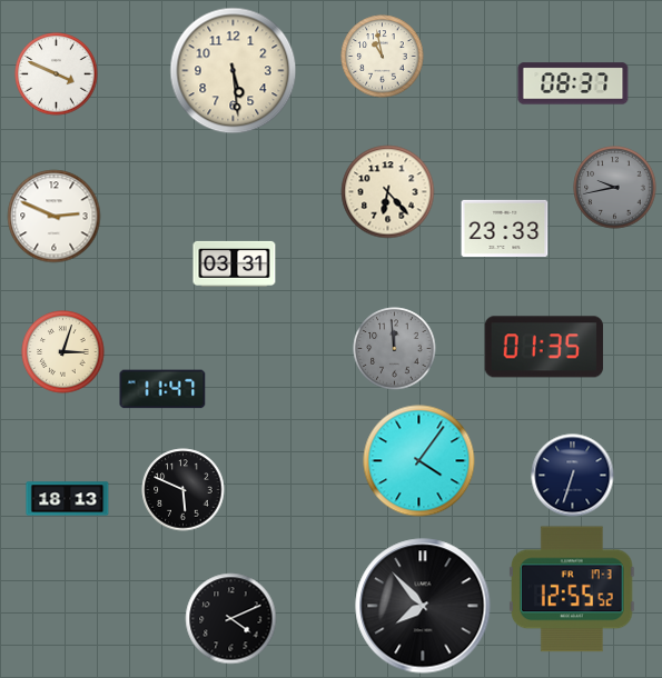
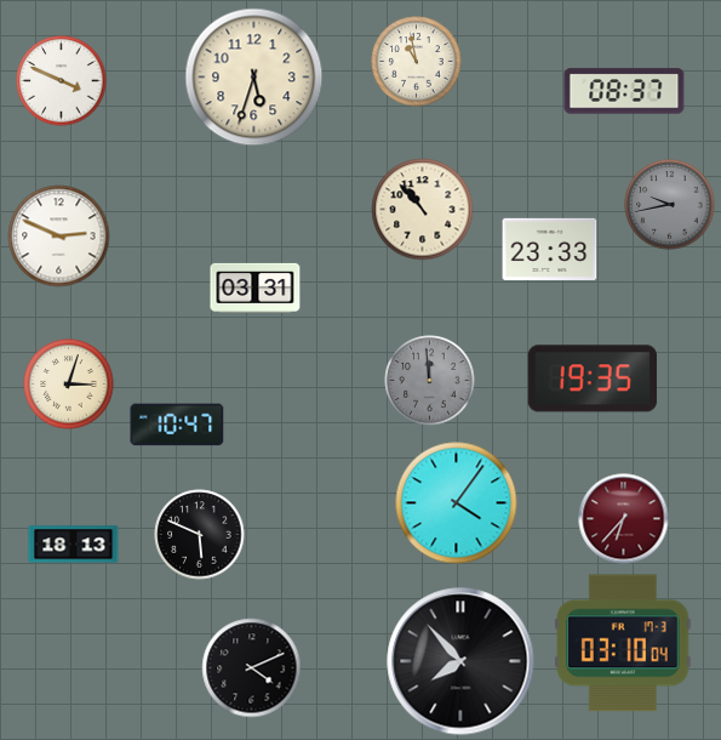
clock at (234, 71): 5:29 -> 5:33
clock at (388, 192): 6:23 -> 10:53
clock at (544, 347): 01:35 -> 19:35
clock at (162, 389): 11:47 -> 10:47
clock at (573, 476): 6:33 -> 6:37
clock at (573, 476) dial: navy -> burgundy
clock at (573, 589): 12:55 -> 03:10
clock at (231, 619) position: (231, 619) -> (252, 668)
